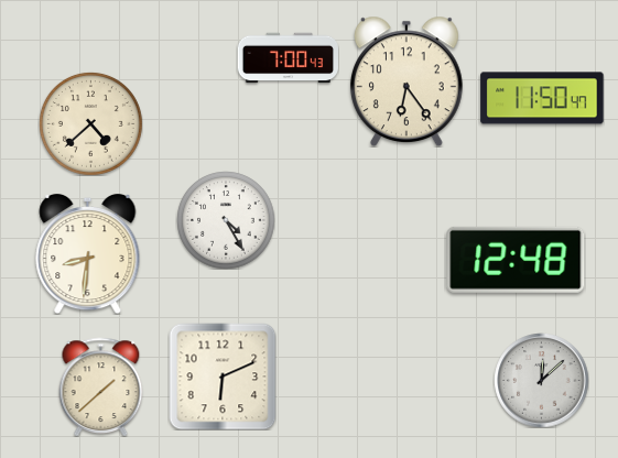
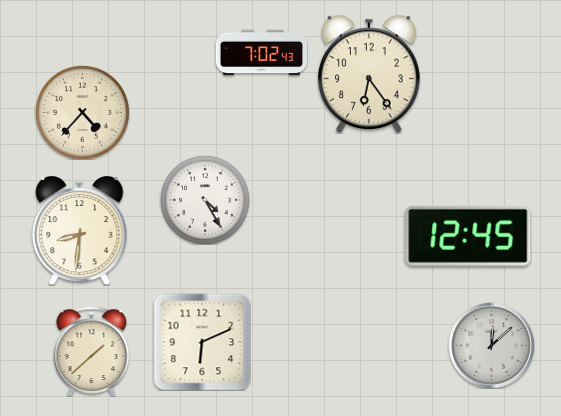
clock at (288, 58): 7:00 -> 7:02
clock at (542, 98): 11:50 -> none
clock at (90, 123): 4:38 -> 4:37
clock at (516, 260): 12:48 -> 12:45
